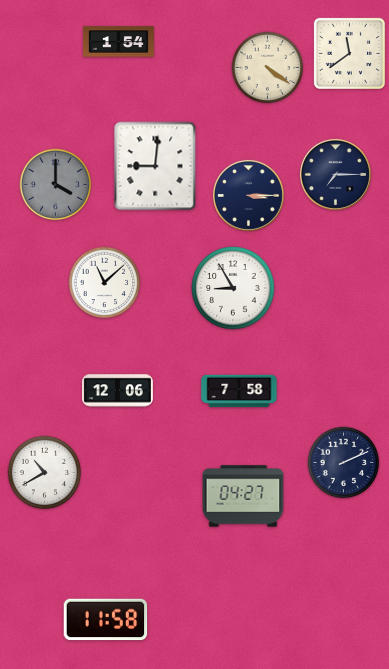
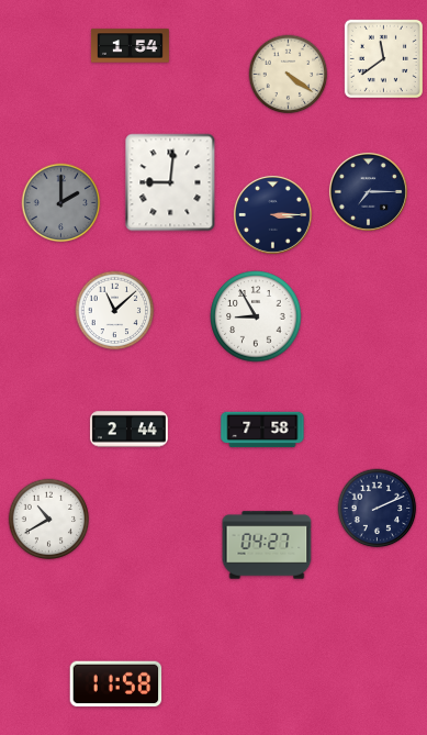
clock at (268, 68) position: (268, 68) -> (289, 75)
clock at (56, 185): 4:00 -> 2:00
clock at (117, 391): 12:06 -> 2:44
clock at (106, 620) position: (106, 620) -> (116, 684)
